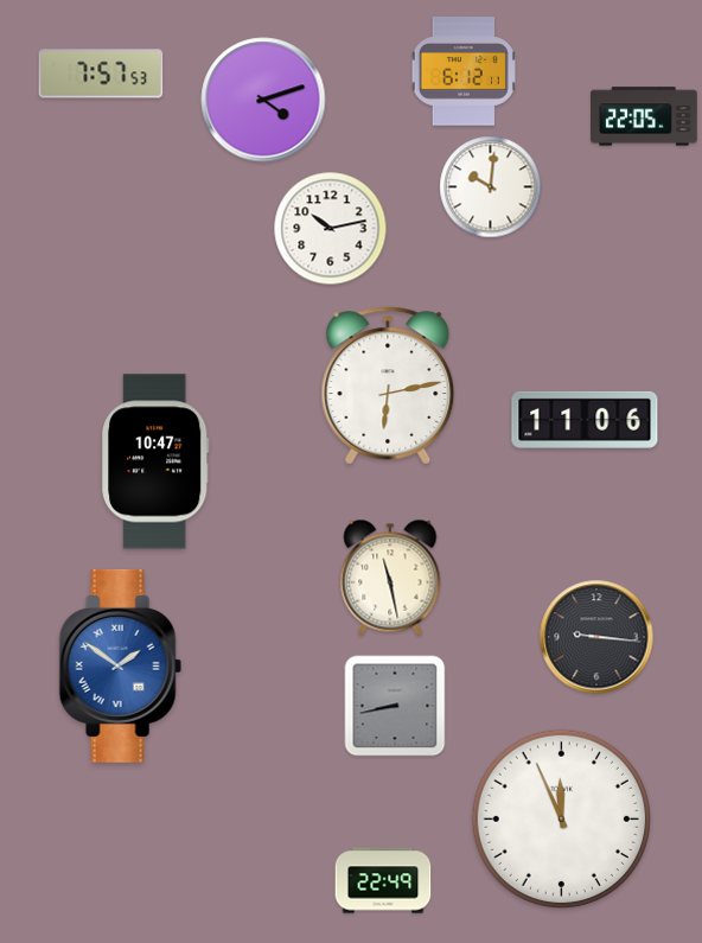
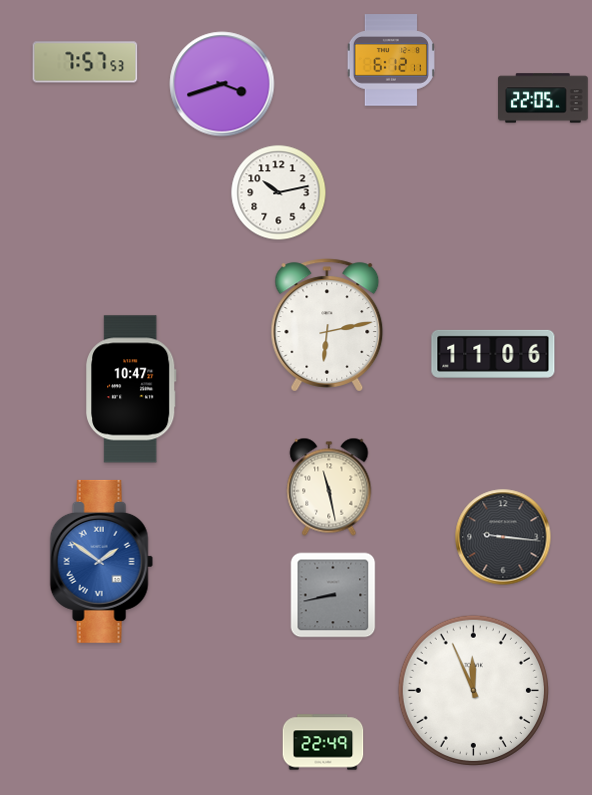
clock at (263, 100): 4:12 -> 3:42
clock at (491, 187): 10:01 -> none
